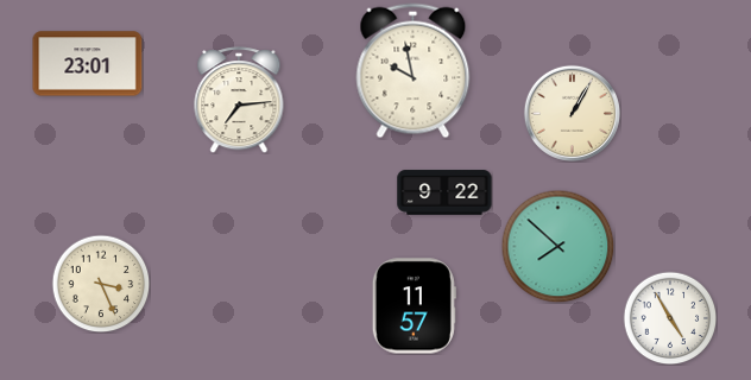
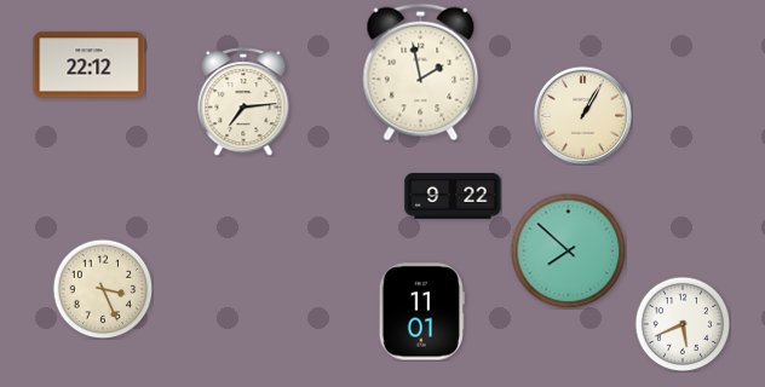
clock at (88, 64): 23:01 -> 22:12
clock at (414, 71): 9:58 -> 1:58
clock at (414, 306): 11:57 -> 11:01
clock at (670, 318): 4:55 -> 5:41
